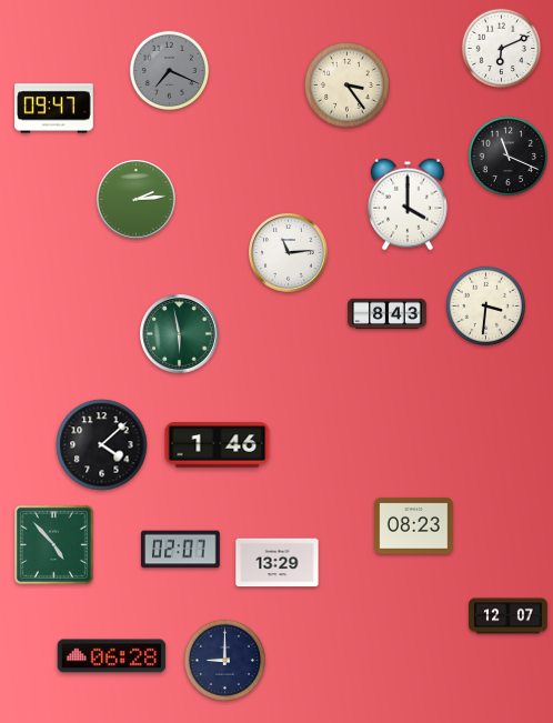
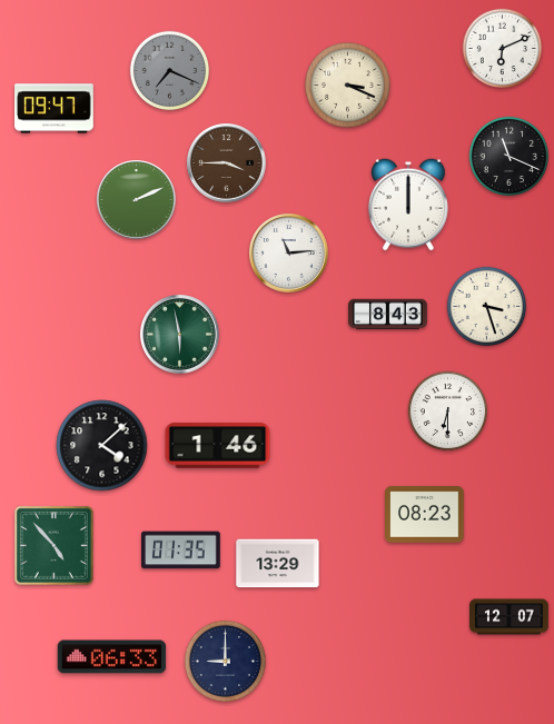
clock at (348, 86): 3:24 -> 3:19
clock at (227, 163): none -> 3:45
clock at (137, 200): 2:14 -> 2:11
clock at (408, 204): 4:00 -> 12:00
clock at (486, 307): 3:31 -> 3:27
clock at (448, 411): none -> 6:30
clock at (414, 526) position: (414, 526) -> (425, 515)
clock at (181, 550): 02:07 -> 01:35
clock at (112, 656): 06:28 -> 06:33
